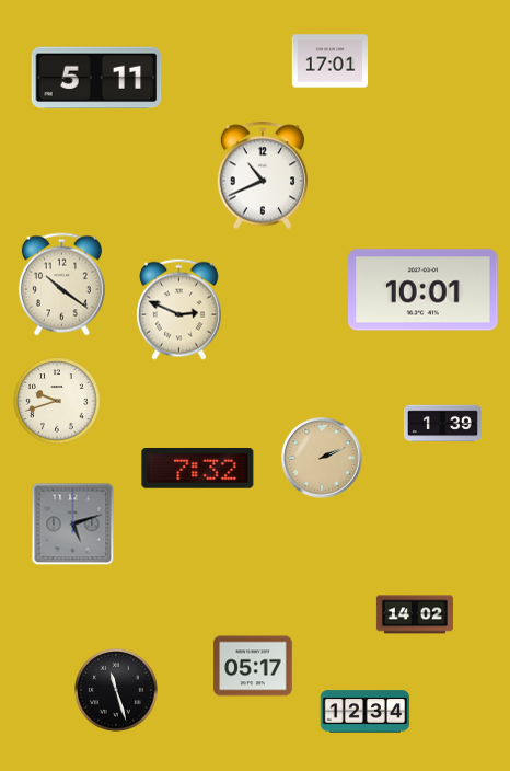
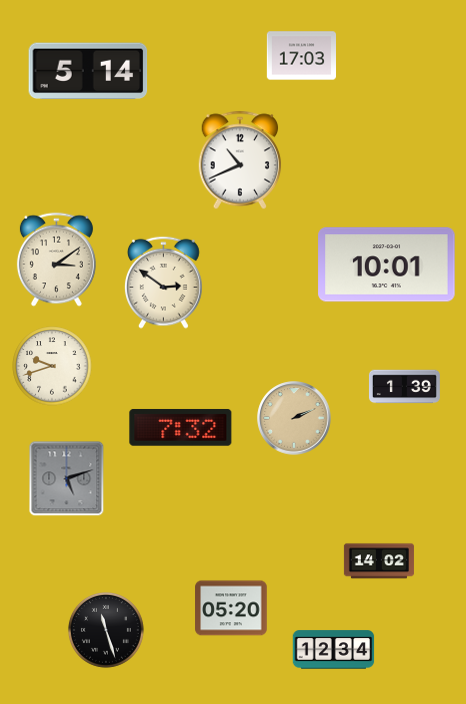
clock at (329, 61): 17:01 -> 17:03
clock at (96, 78): 5:11 -> 5:14
clock at (61, 285): 10:21 -> 3:09
clock at (178, 309): 2:49 -> 2:51
clock at (253, 666): 05:17 -> 05:20
